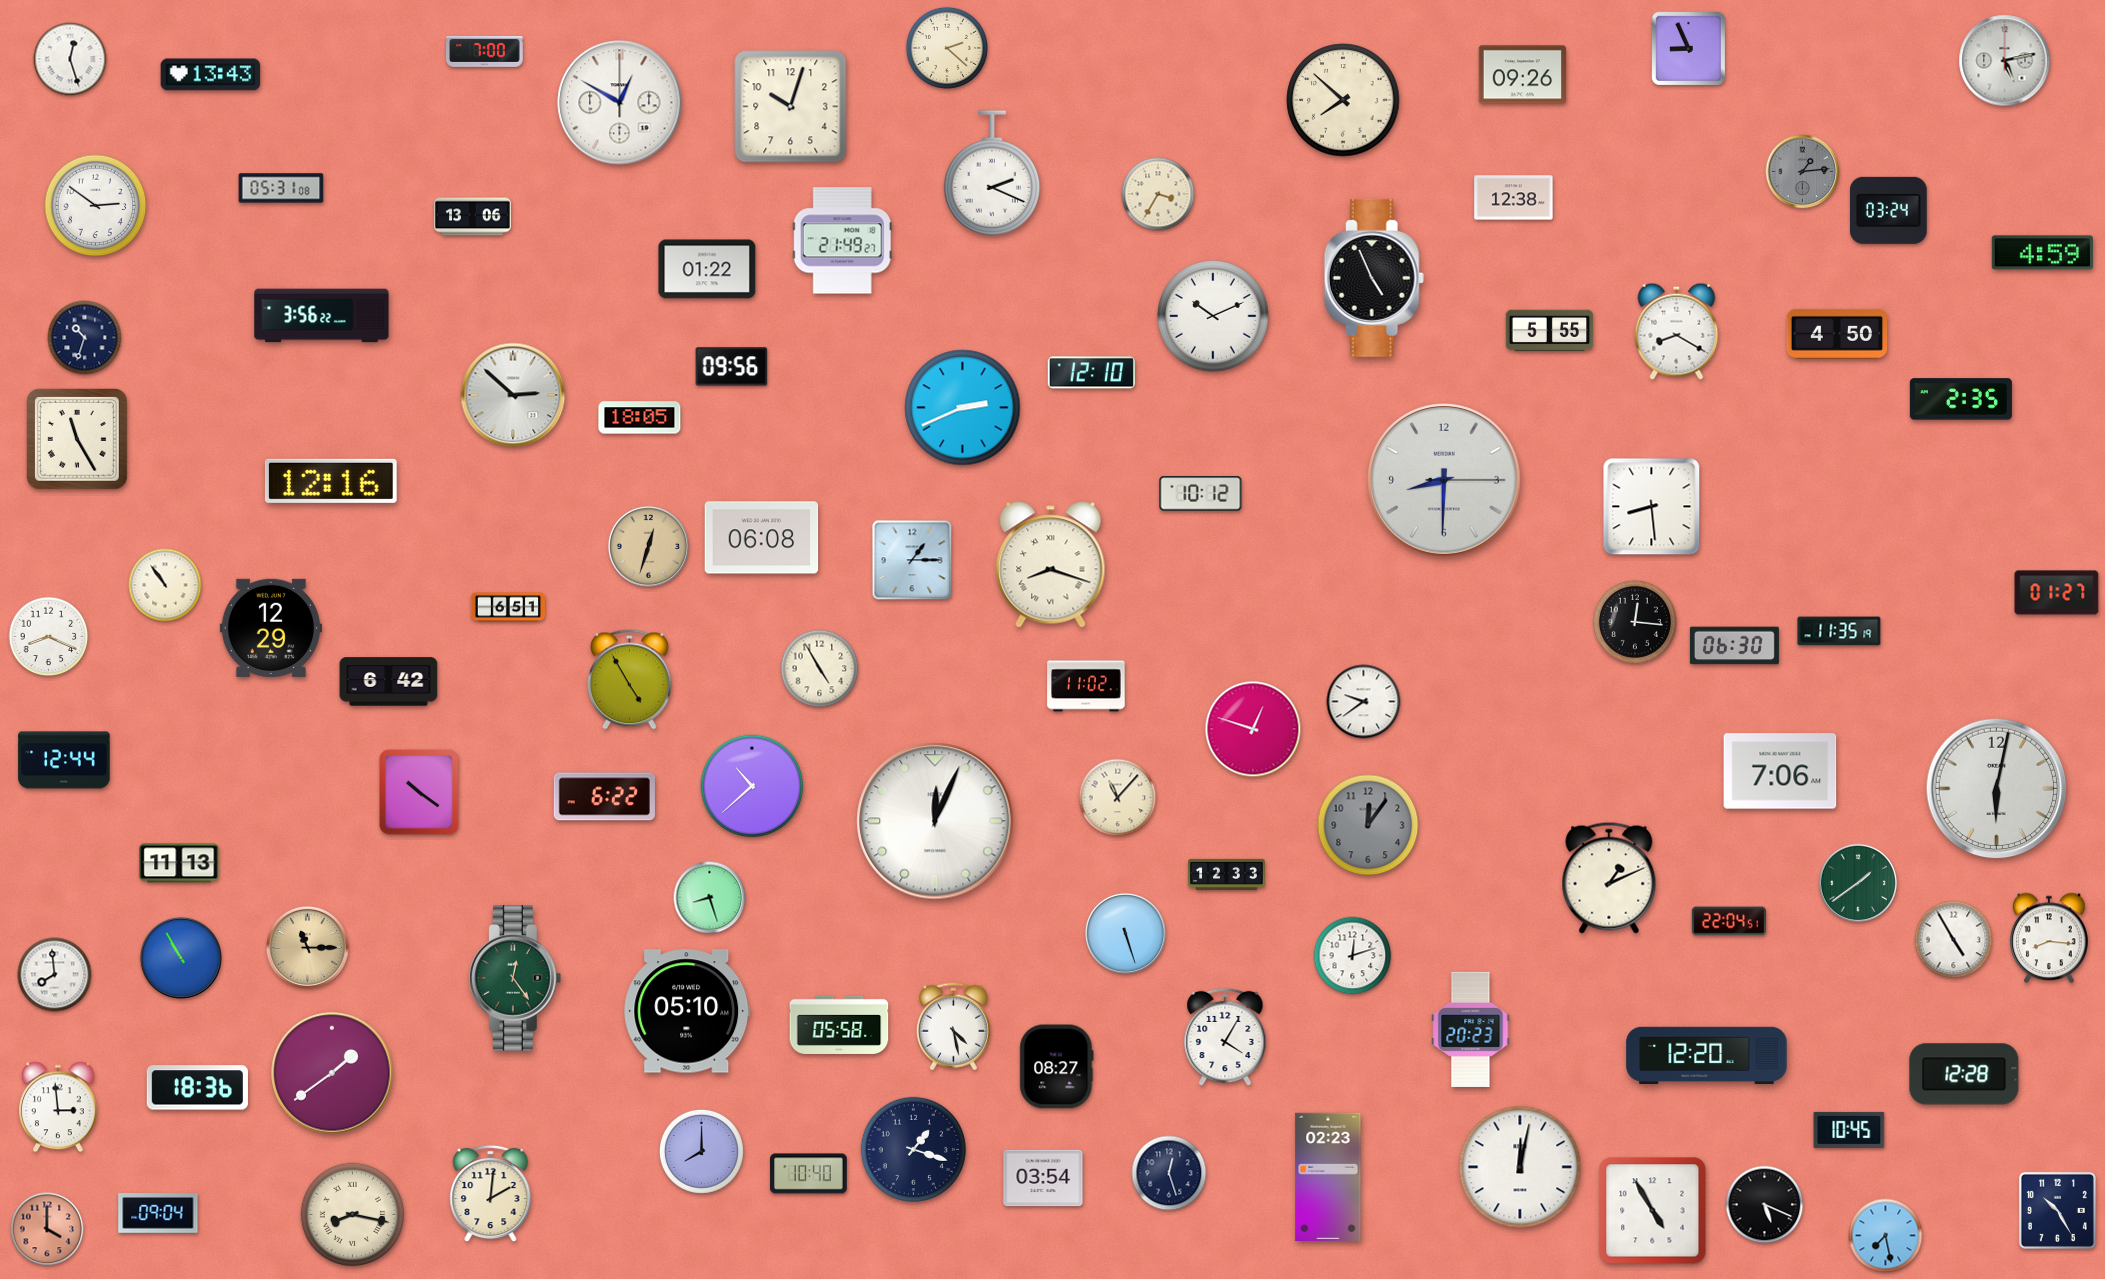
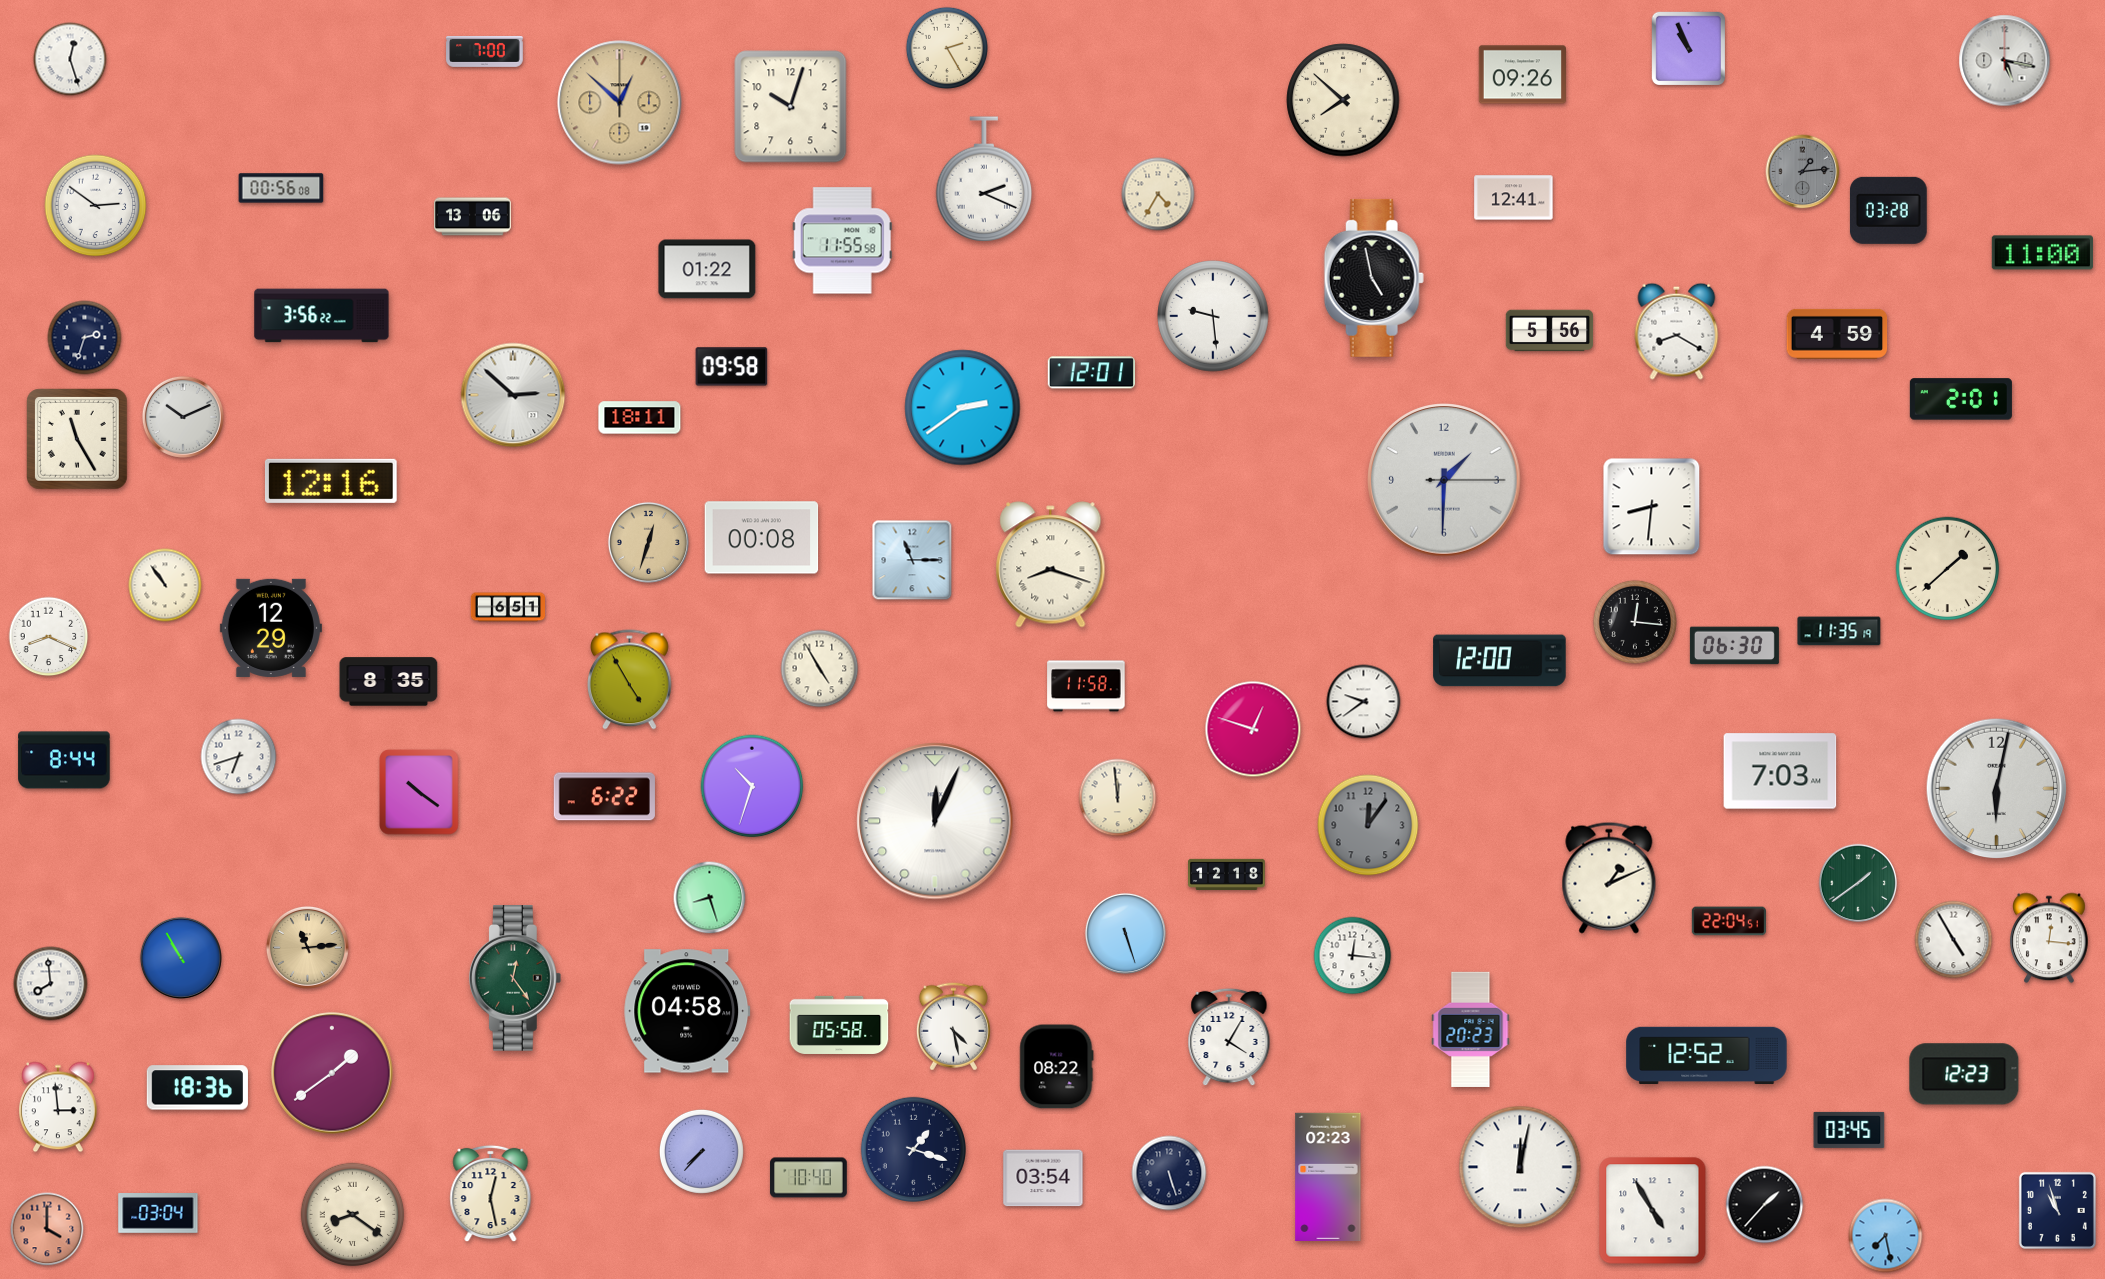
clock at (946, 47): 2:22 -> 2:25
clock at (1688, 48): 8:56 -> 10:56
clock at (2005, 61): 5:13 -> 5:17
clock at (211, 75): 13:43 -> none
clock at (620, 103): 12:50 -> 12:52
clock at (620, 103) dial: white -> champagne
clock at (992, 173) position: (992, 173) -> (984, 179)
clock at (281, 188): 05:31 -> 00:56
clock at (1158, 194): 3:35 -> 4:35
clock at (1514, 198): 12:38 -> 12:41
clock at (1888, 210): 03:24 -> 03:28
clock at (842, 241): 21:49 -> 11:55
clock at (2042, 253): 4:59 -> 11:00
clock at (1374, 278): 4:56 -> 4:58
clock at (1213, 316): 10:11 -> 9:29
clock at (1550, 331): 5:55 -> 5:56
clock at (1837, 334): 4:50 -> 4:59
clock at (85, 338): 10:33 -> 2:33
clock at (732, 367): 09:56 -> 09:58
clock at (1091, 373): 12:10 -> 12:01
clock at (1961, 399): 2:35 -> 2:01
clock at (963, 408): 2:41 -> 2:39
clock at (183, 417): none -> 10:11
clock at (640, 418): 18:05 -> 18:11
clock at (1444, 480): 8:30 -> 1:30
clock at (1201, 494): 10:12 -> none
clock at (1652, 507): 8:29 -> 8:31
clock at (762, 538): 06:08 -> 00:08
clock at (648, 546) position: (648, 546) -> (648, 542)
clock at (912, 560): 1:15 -> 11:15
clock at (1948, 569): none -> 1:38
clock at (2057, 593): 01:27 -> none
clock at (1500, 661): none -> 12:00
clock at (389, 682): 6:42 -> 8:35
clock at (1086, 686): 11:02 -> 11:58
clock at (239, 757): none -> 6:42
clock at (64, 760): 12:44 -> 8:44
clock at (1780, 771): 7:06 -> 7:03
clock at (752, 786): 10:38 -> 10:33
clock at (1118, 798): 11:07 -> 11:59
clock at (179, 863): 11:13 -> none
clock at (1227, 874): 12:33 -> 12:18
clock at (2050, 938): 8:16 -> 12:16
clock at (307, 947): 11:15 -> 11:14
clock at (1353, 956): 12:12 -> 12:16
clock at (55, 975) position: (55, 975) -> (51, 984)
clock at (687, 1011): 05:10 -> 04:58
clock at (1225, 1037) position: (1225, 1037) -> (1229, 1037)
clock at (1707, 1056): 12:20 -> 12:52
clock at (1057, 1067): 08:27 -> 08:22
clock at (1964, 1074): 12:28 -> 12:23
clock at (1849, 1130): 10:45 -> 03:45
clock at (701, 1151): 8:00 -> 7:37
clock at (1169, 1173): 12:27 -> 5:27
clock at (809, 1174) position: (809, 1174) -> (809, 1178)
clock at (491, 1194): 2:01 -> 12:28
clock at (1765, 1205): 5:19 -> 1:37
clock at (2057, 1210): 10:25 -> 10:57
clock at (158, 1214): 09:04 -> 03:04
clock at (353, 1215): 8:17 -> 8:21
